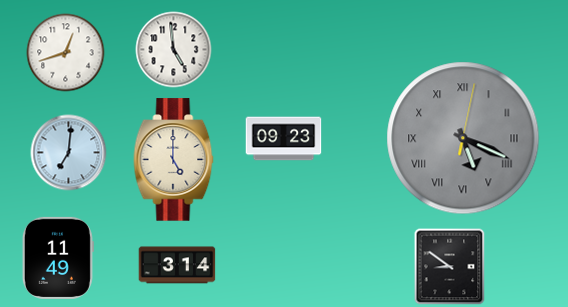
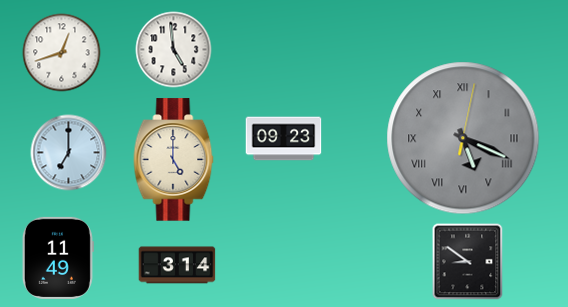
clock at (66, 53) position: (66, 53) -> (62, 53)
clock at (69, 153): 7:01 -> 7:00
clock at (450, 267) position: (450, 267) -> (468, 262)
